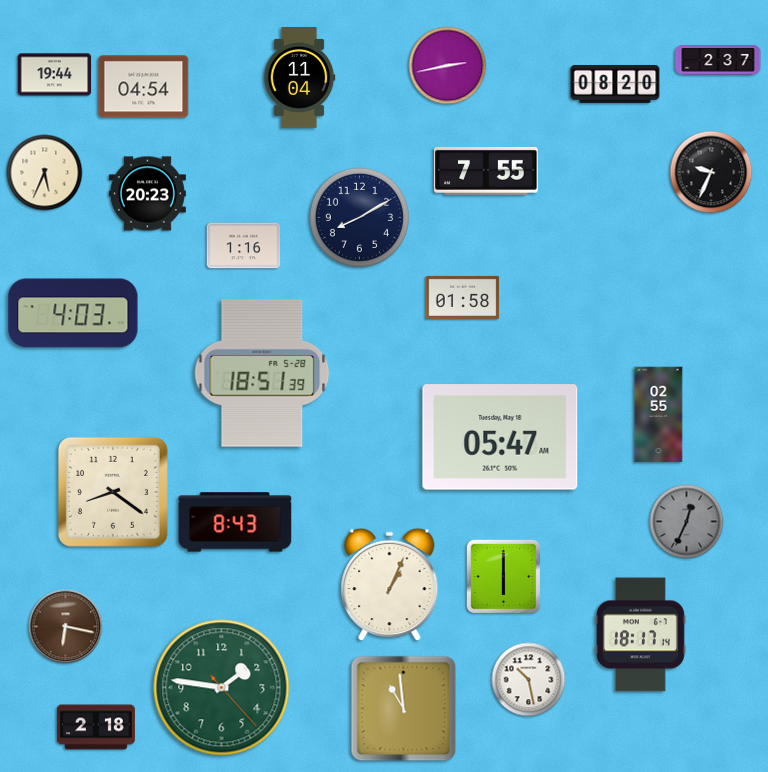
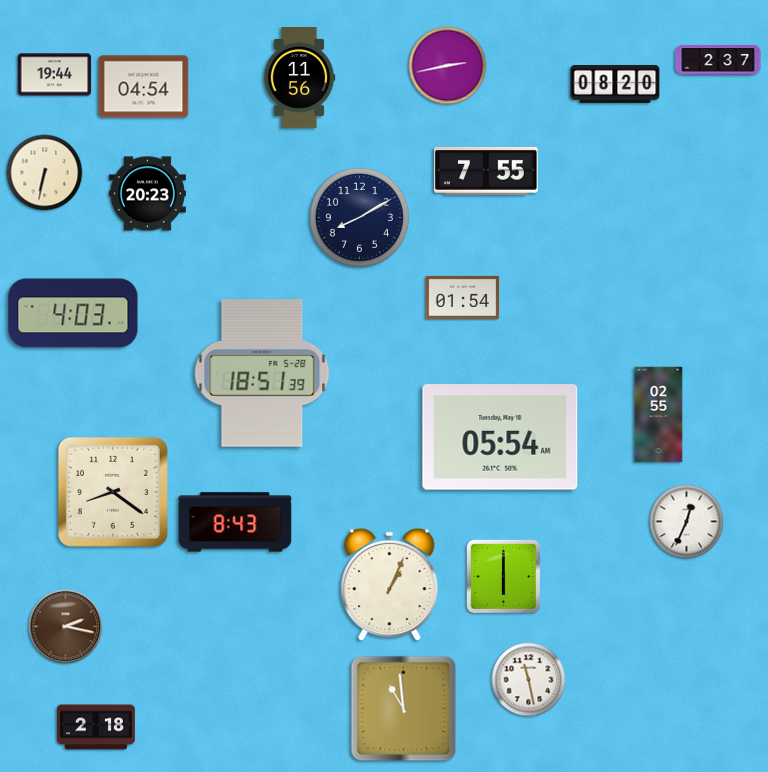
clock at (299, 78): 11:04 -> 11:56
clock at (711, 172): 9:34 -> none
clock at (45, 173): 5:34 -> 6:32
clock at (244, 246): 1:16 -> none
clock at (463, 297): 01:58 -> 01:54
clock at (500, 437): 05:47 -> 05:54
clock at (687, 522) dial: grey -> white
clock at (66, 627): 6:17 -> 2:17
clock at (640, 635): 18:17 -> none
clock at (529, 680): 10:28 -> 11:28
clock at (222, 688): 1:46 -> none
